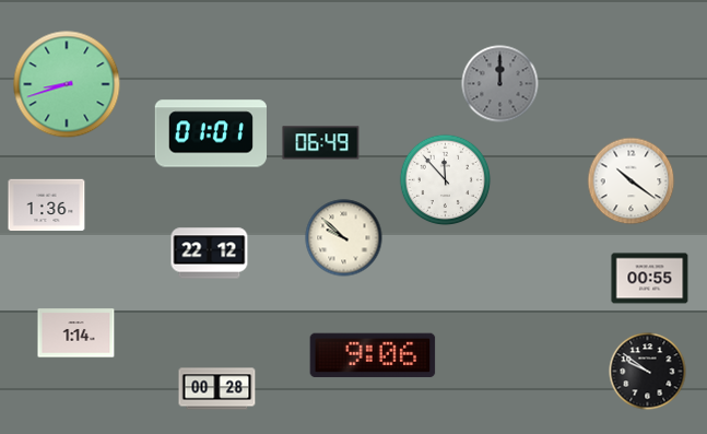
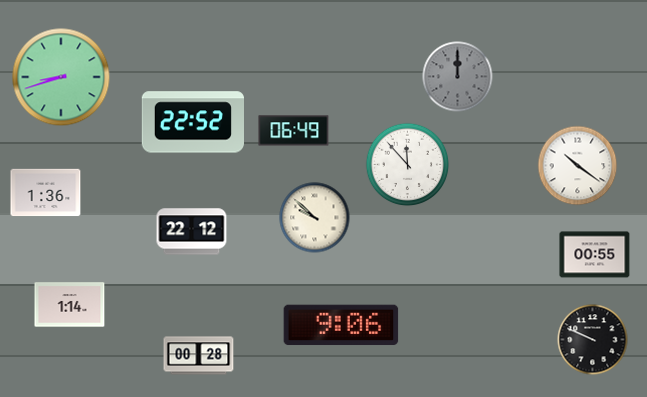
clock at (210, 133): 01:01 -> 22:52
clock at (47, 206) position: (47, 206) -> (46, 193)
clock at (648, 372): 9:51 -> 9:49
